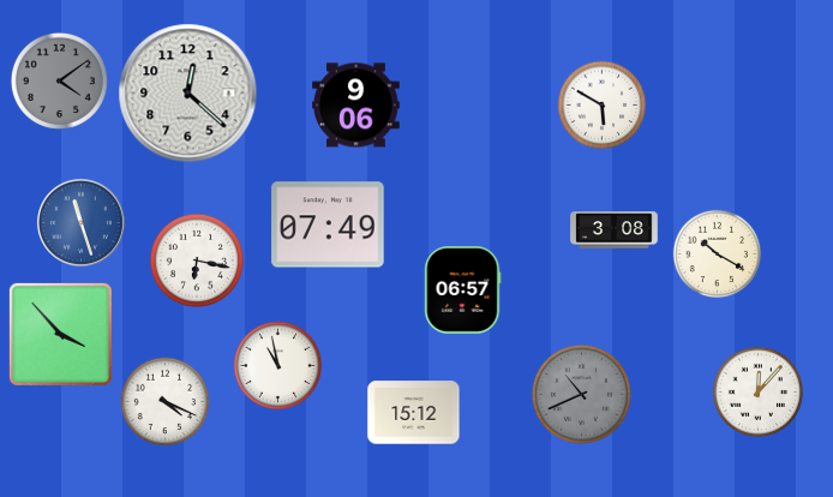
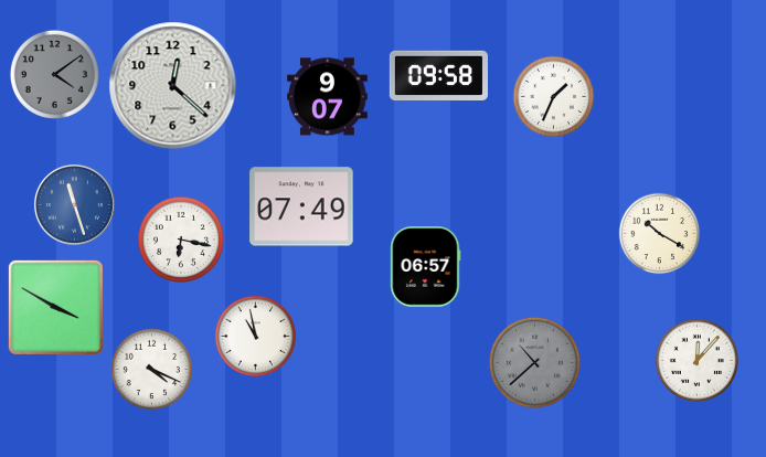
clock at (438, 75): none -> 09:58
clock at (356, 106): 9:06 -> 9:07
clock at (603, 106): 5:50 -> 1:34
clock at (615, 230): 3:08 -> none
clock at (60, 334): 3:53 -> 3:50
clock at (581, 394): 10:41 -> 10:38
clock at (414, 413): 15:12 -> none
